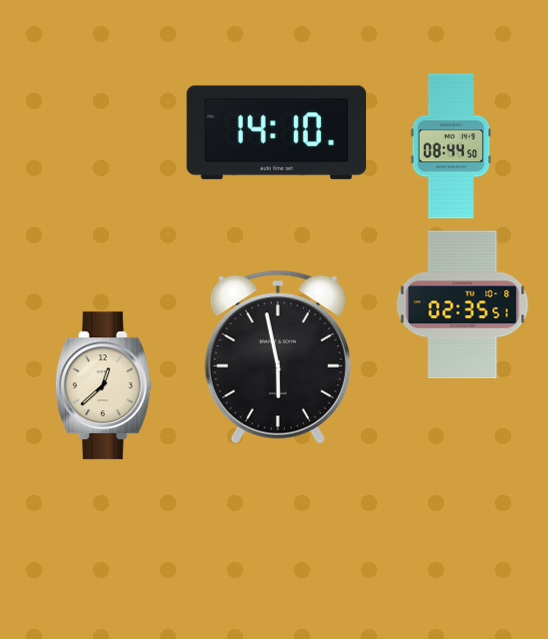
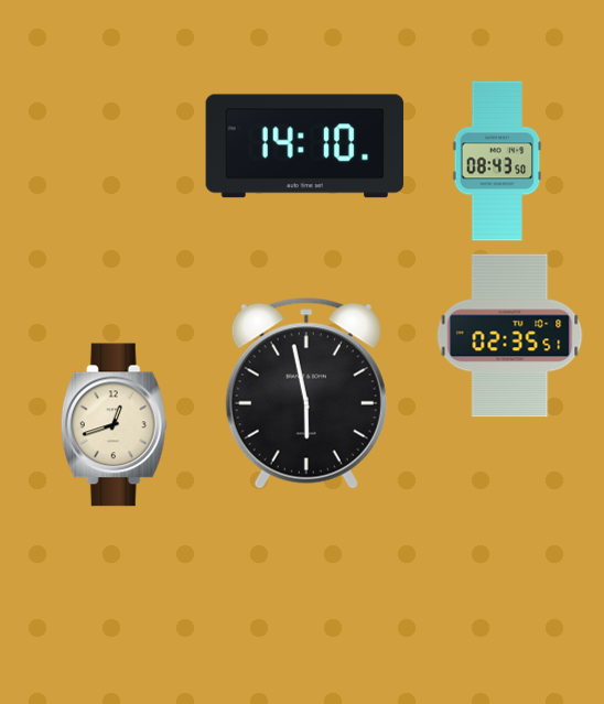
clock at (451, 146): 08:44 -> 08:43
clock at (103, 386): 12:38 -> 12:42
